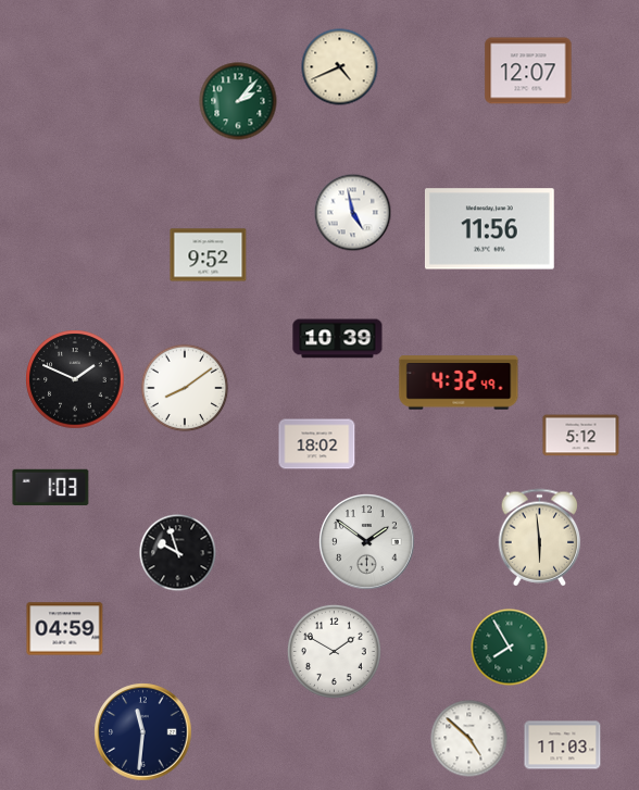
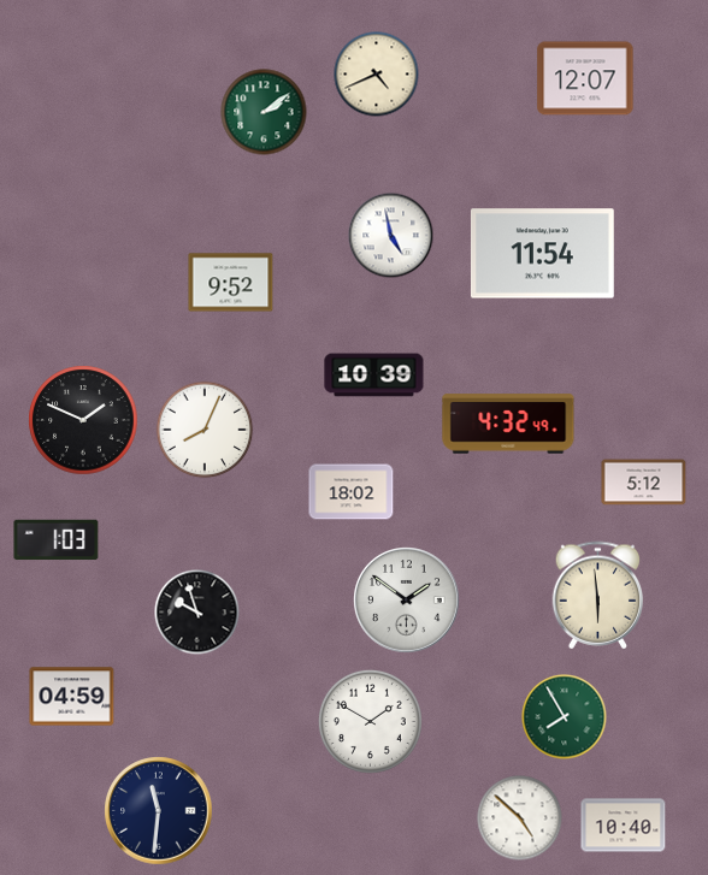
clock at (238, 101): 2:07 -> 2:09
clock at (489, 229): 11:56 -> 11:54
clock at (185, 388): 8:09 -> 8:04
clock at (563, 745): 11:03 -> 10:40
